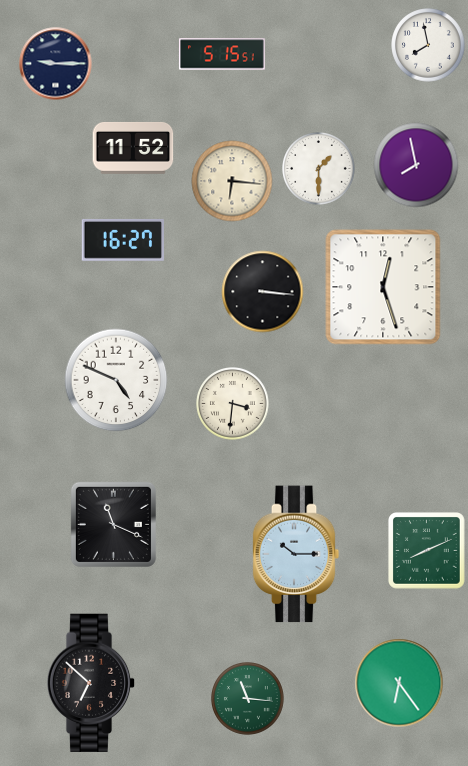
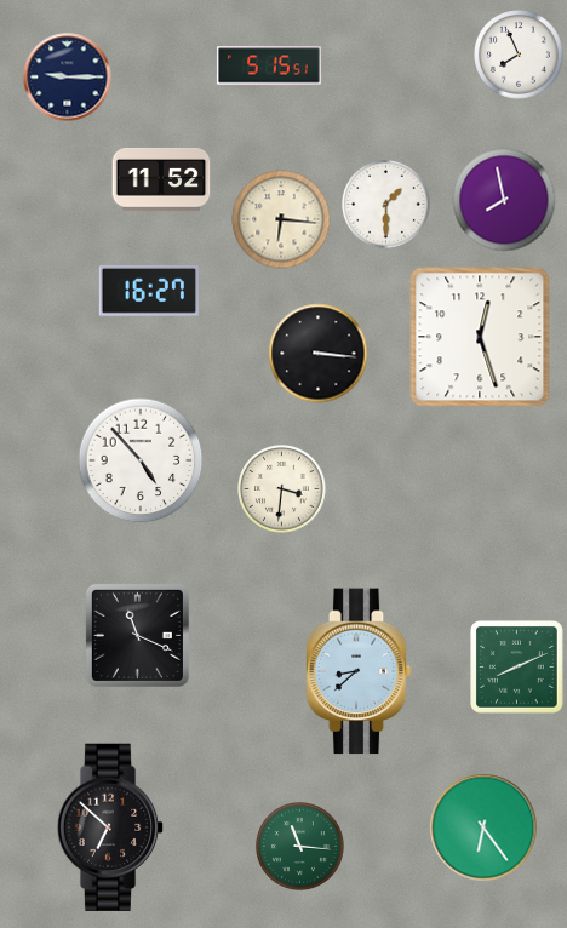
clock at (428, 45): 7:58 -> 7:56
clock at (383, 287) position: (383, 287) -> (480, 337)
clock at (116, 380): 4:49 -> 4:53
clock at (296, 554): 10:15 -> 8:38
